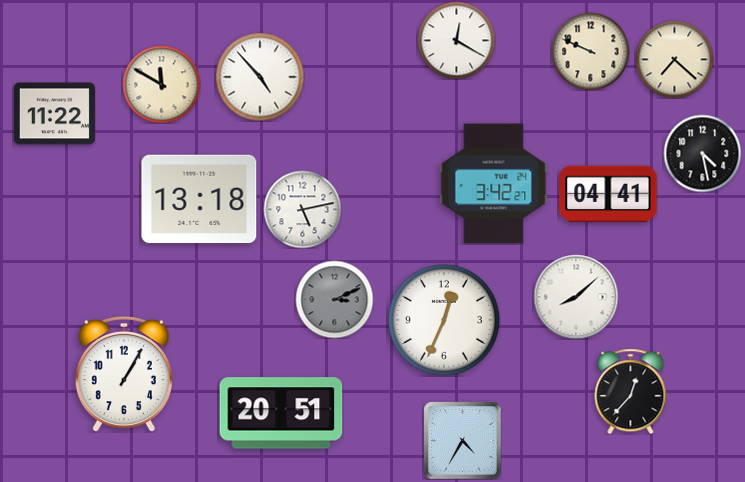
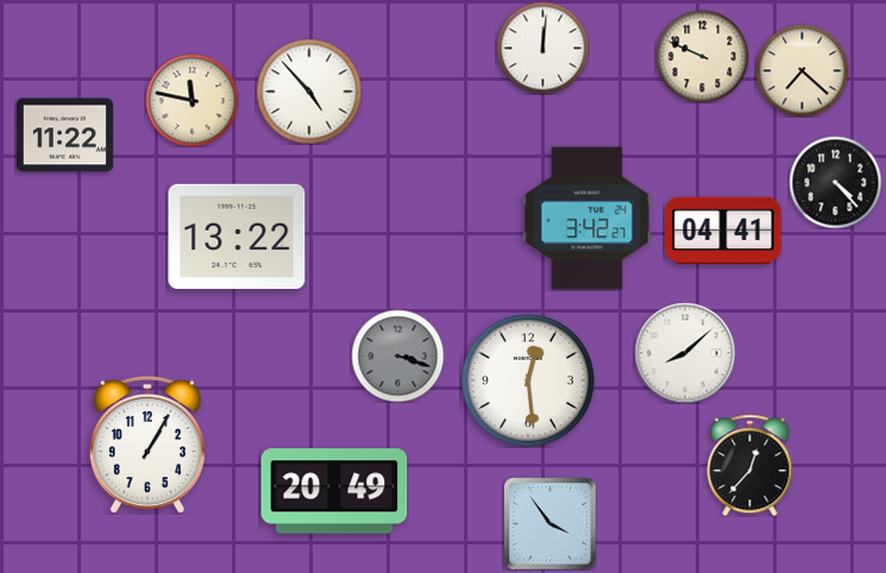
clock at (456, 40): 12:20 -> 12:01
clock at (590, 51) position: (590, 51) -> (702, 56)
clock at (161, 84): 11:50 -> 11:47
clock at (702, 153): 4:28 -> 4:23
clock at (199, 199): 13:18 -> 13:22
clock at (302, 209): 5:13 -> none
clock at (334, 299): 3:11 -> 3:18
clock at (444, 320): 12:34 -> 12:29
clock at (281, 413): 20:51 -> 20:49
clock at (462, 440): 4:35 -> 3:54
